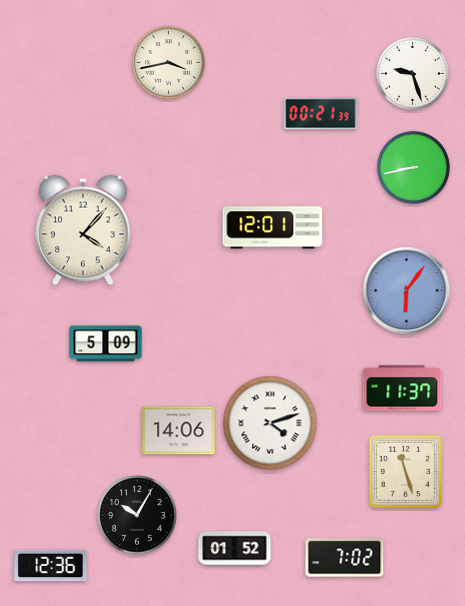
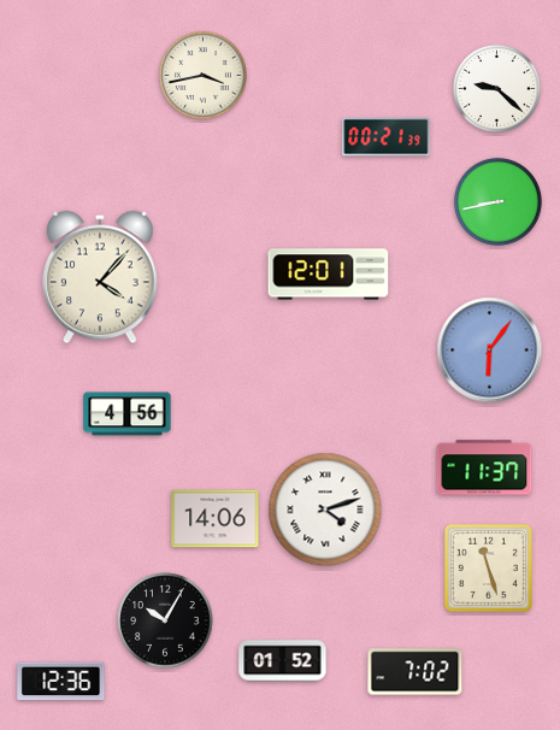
clock at (412, 73): 9:27 -> 9:22
clock at (106, 344): 5:09 -> 4:56
